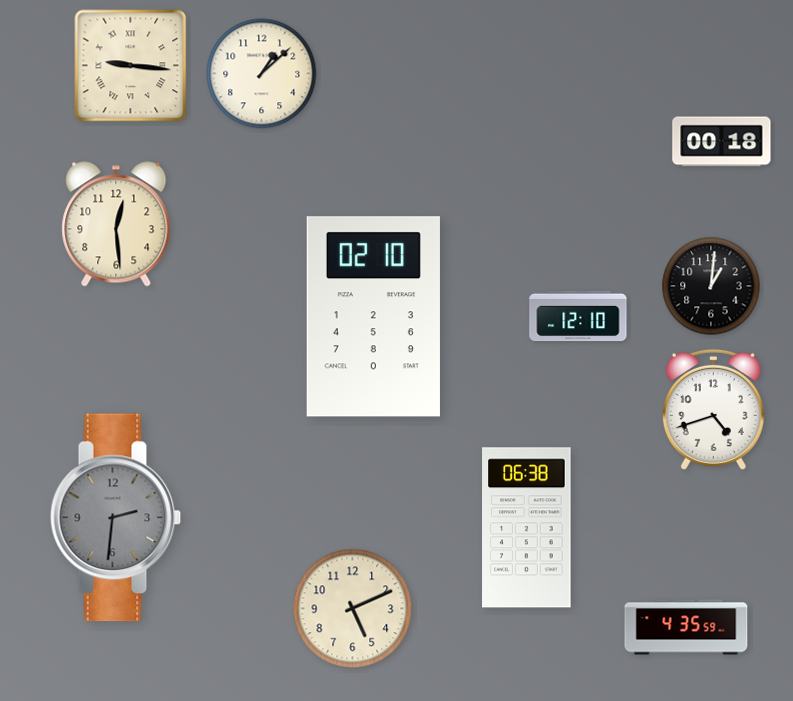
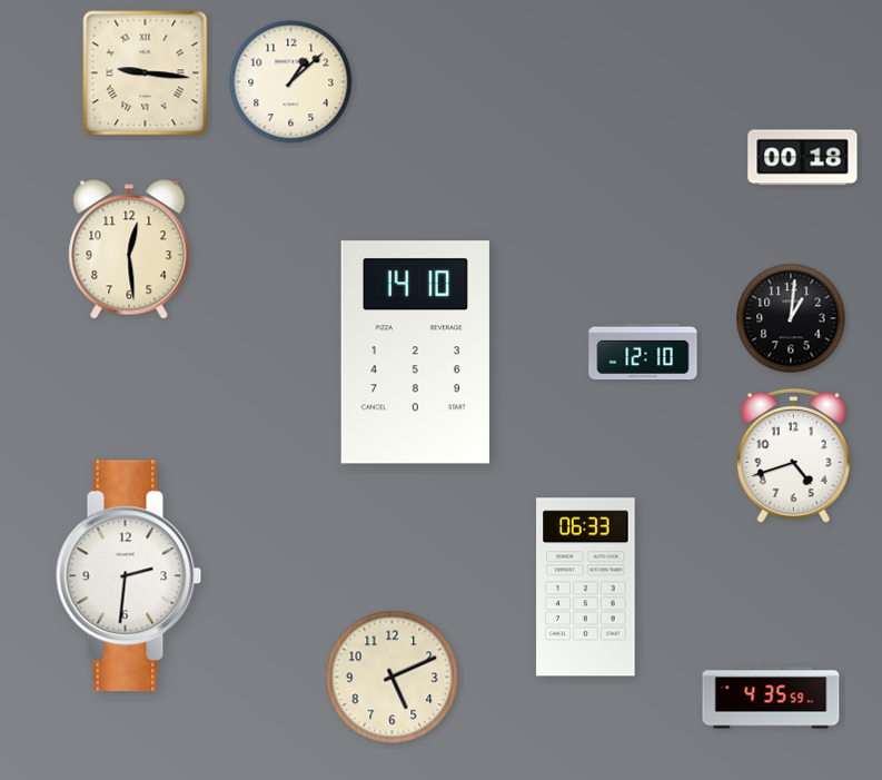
clock at (373, 317): 02:10 -> 14:10
clock at (116, 518) dial: grey -> white
clock at (527, 528): 06:38 -> 06:33
clock at (686, 627) position: (686, 627) -> (771, 698)
